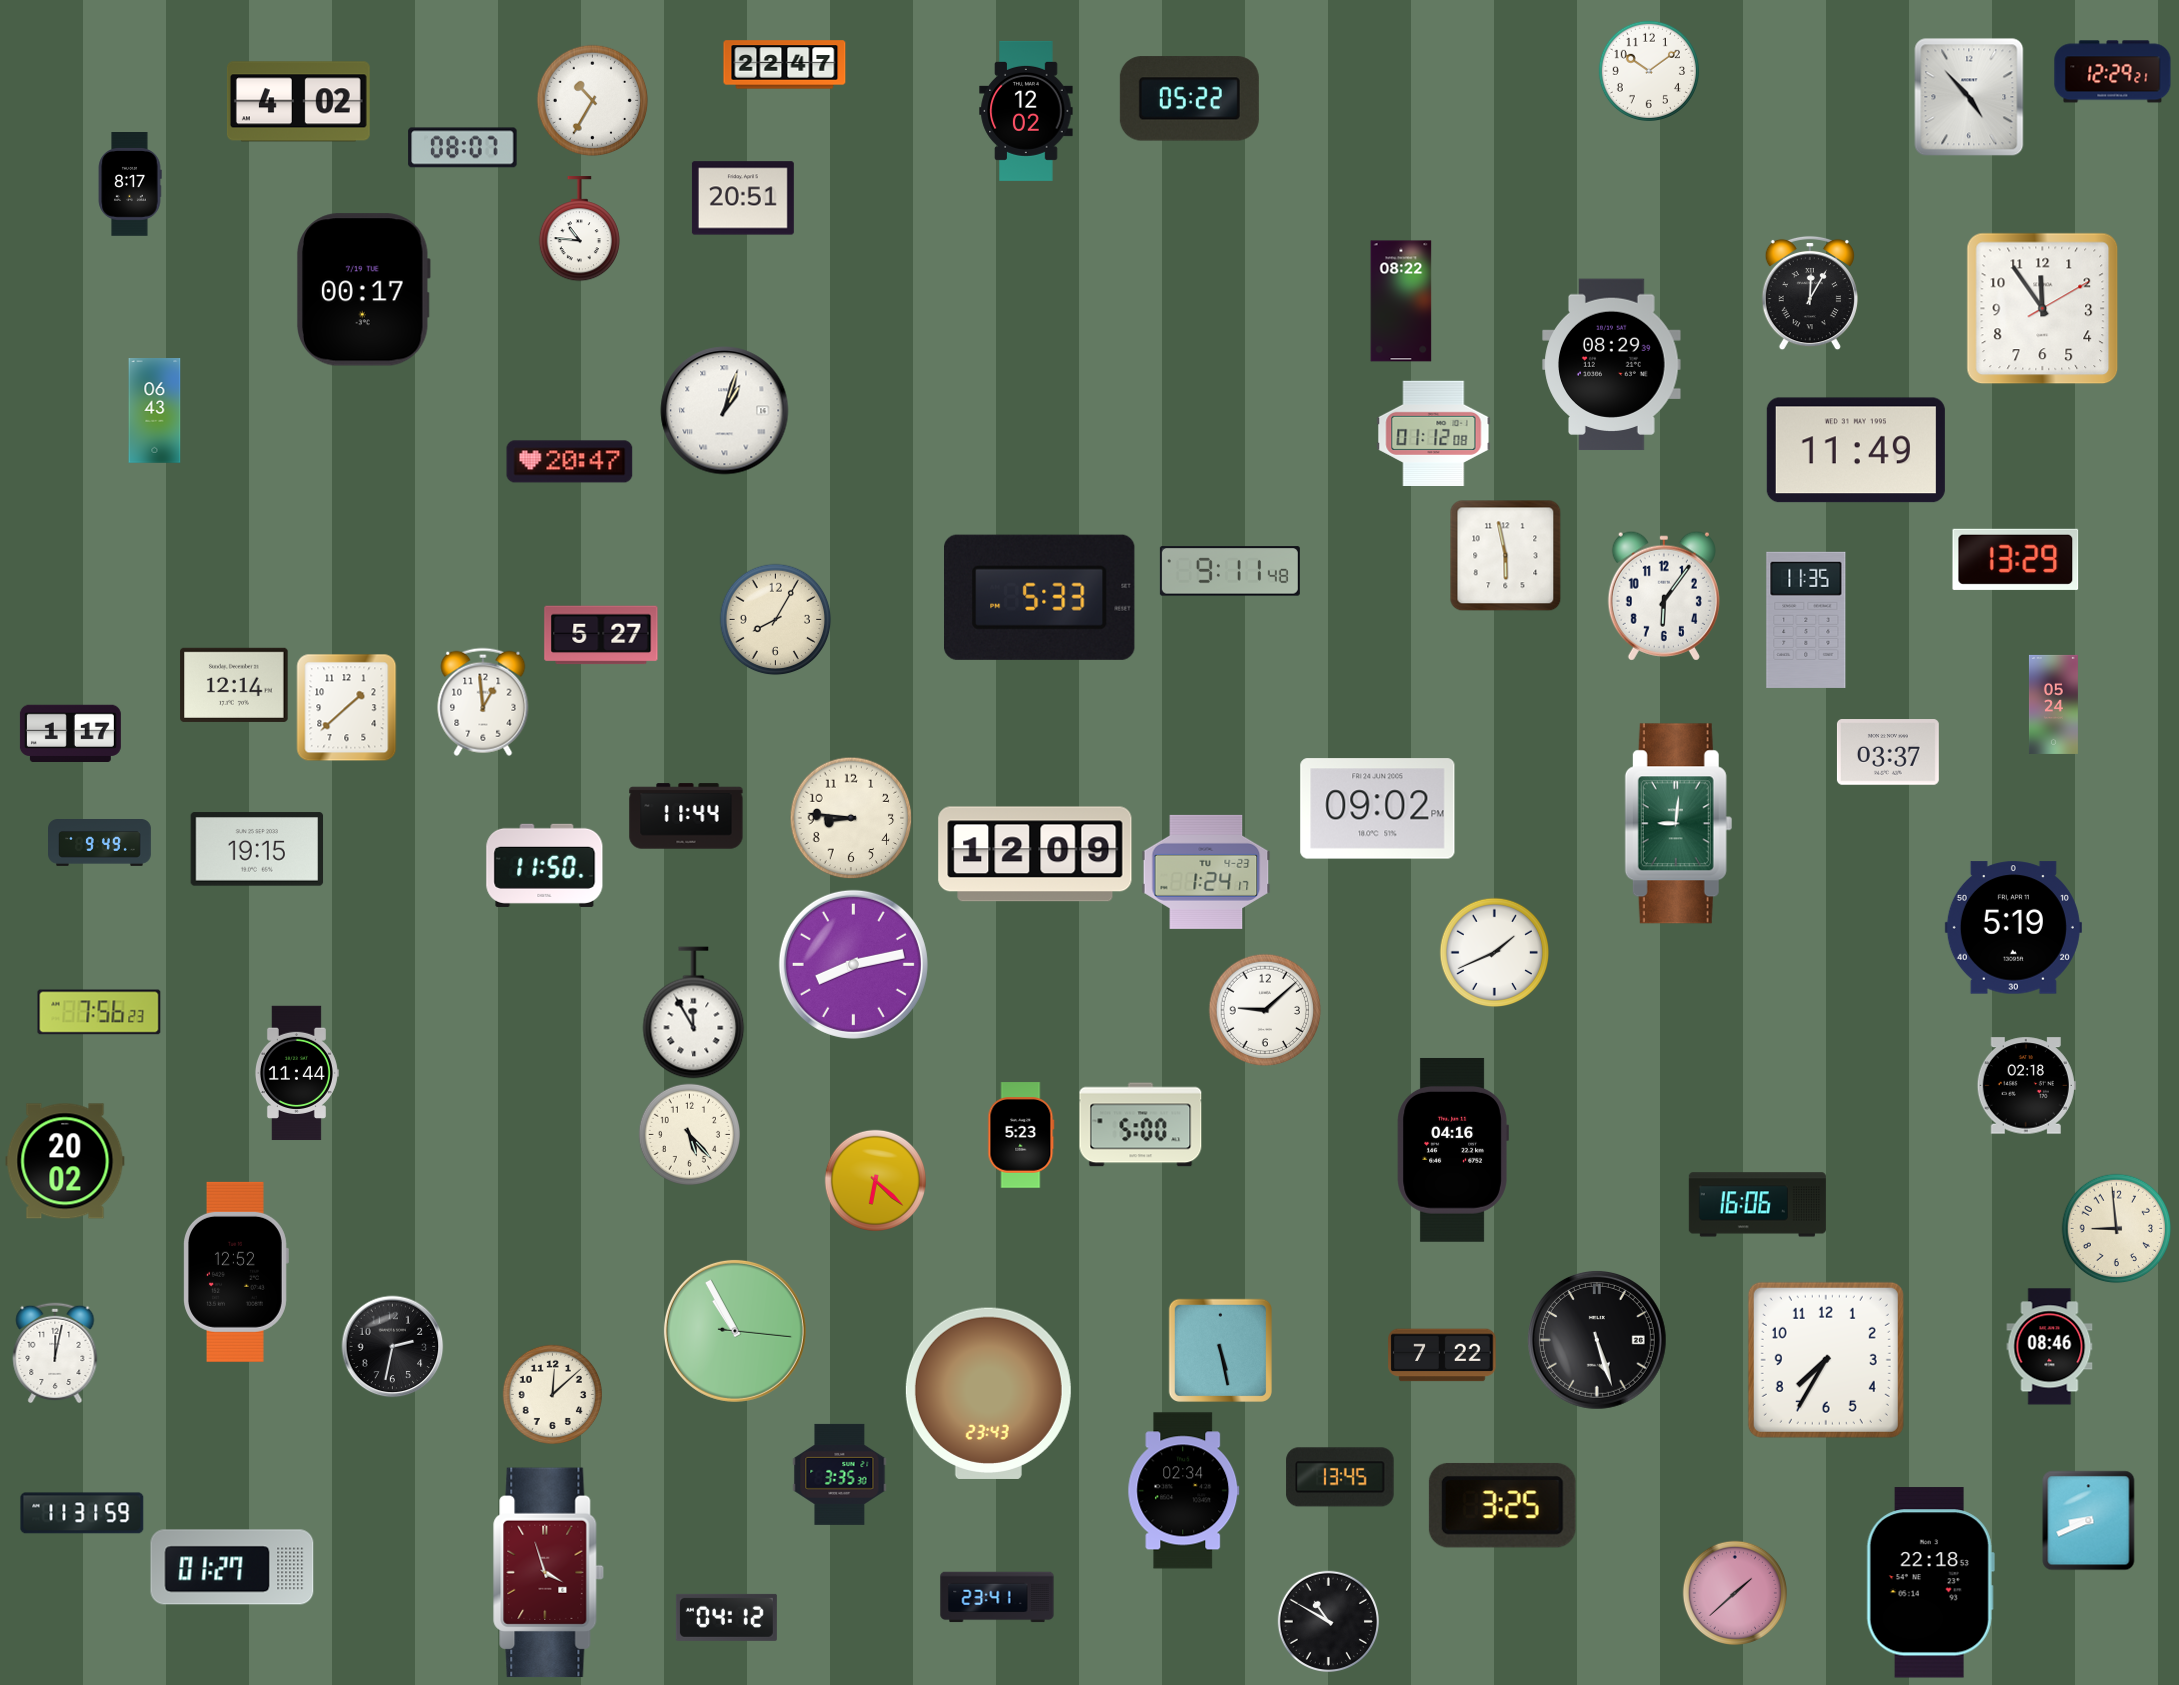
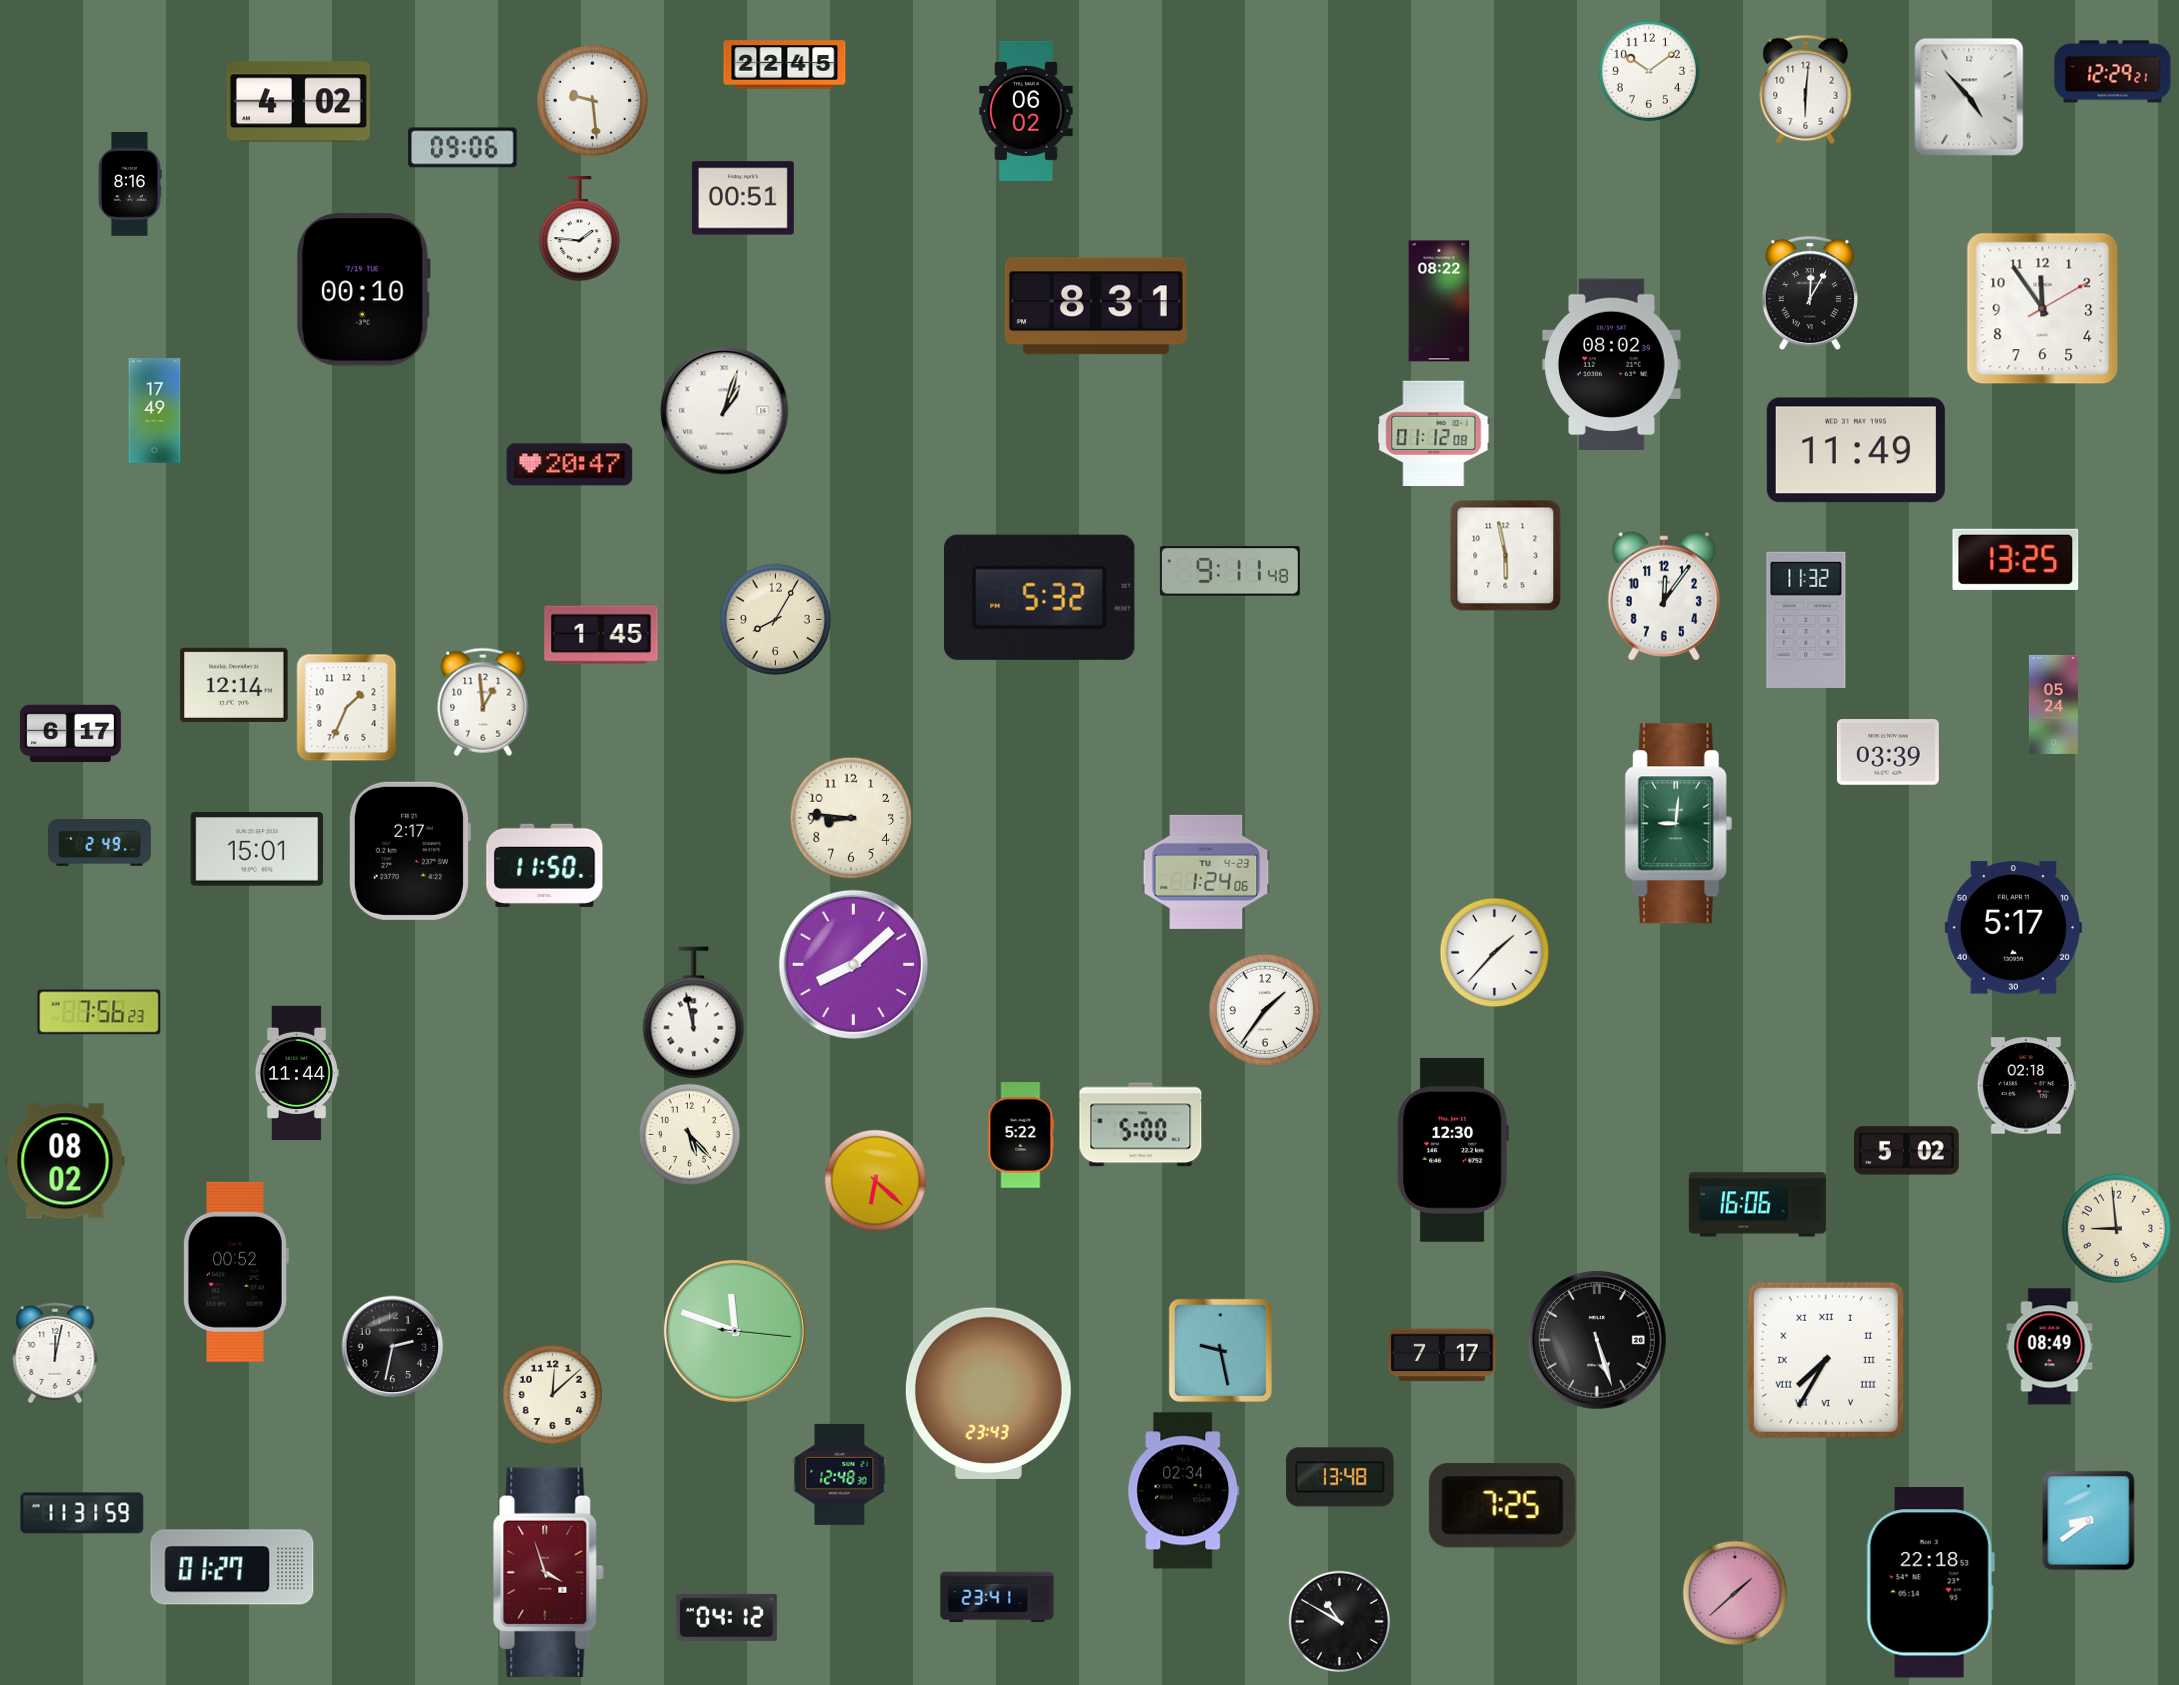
clock at (785, 65): 22:47 -> 22:45
clock at (1806, 89): none -> 6:01
clock at (1189, 99): 05:22 -> none
clock at (593, 101): 10:35 -> 9:29
clock at (1026, 111): 12:02 -> 06:02
clock at (463, 148): 08:07 -> 09:06
clock at (130, 184): 8:17 -> 8:16
clock at (743, 198): 20:51 -> 00:51
clock at (579, 229): 10:46 -> 1:46
clock at (364, 290): 00:17 -> 00:10
clock at (1401, 301) position: (1401, 301) -> (1439, 301)
clock at (1096, 306): none -> 8:31
clock at (1612, 365): 08:29 -> 08:02
clock at (155, 411): 06:43 -> 17:49
clock at (570, 462) position: (570, 462) -> (570, 465)
clock at (2016, 559): 13:29 -> 13:25
clock at (1664, 596): 6:06 -> 12:06
clock at (1040, 597): 5:33 -> 5:32
clock at (1806, 620): 11:35 -> 11:32
clock at (601, 635): 5:27 -> 1:45
clock at (347, 708): 1:38 -> 1:34
clock at (70, 733): 1:17 -> 6:17
clock at (1888, 752): 03:37 -> 03:39
clock at (1378, 809): 09:02 -> none
clock at (686, 816): 11:44 -> none
clock at (100, 843): 9:49 -> 2:49
clock at (257, 849): 19:15 -> 15:01
clock at (409, 851): none -> 2:17
clock at (1035, 854): 12:09 -> none
clock at (1206, 872): 1:24:17 -> 1:24:06
clock at (2013, 928): 5:19 -> 5:17
clock at (1495, 953): 1:41 -> 1:37
clock at (853, 964): 8:13 -> 8:08
clock at (1265, 1010): 9:08 -> 1:36
clock at (694, 1013): 11:55 -> 11:58
clock at (1021, 1135): 5:23 -> 5:22
clock at (1453, 1150): 04:16 -> 12:30
clock at (1907, 1151): none -> 5:02
clock at (65, 1161): 20:02 -> 08:02
clock at (236, 1272): 12:52 -> 00:52
clock at (735, 1331): 10:55 -> 11:48
clock at (2050, 1347): 08:46 -> 08:49
clock at (1220, 1350): 5:28 -> 9:28
clock at (1442, 1355): 7:22 -> 7:17
clock at (1826, 1360) numerals: Arabic -> Roman
clock at (840, 1474): 3:35 -> 12:48
clock at (1340, 1477): 13:45 -> 13:48
clock at (1502, 1505): 3:25 -> 7:25
clock at (2089, 1521): 8:41 -> 8:39
clock at (1328, 1621) position: (1328, 1621) -> (1339, 1621)
